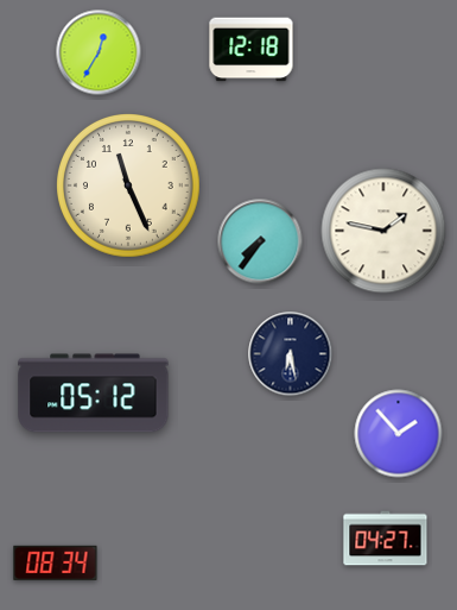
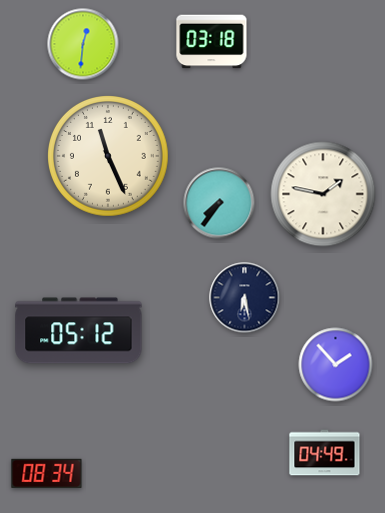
clock at (252, 50): 12:18 -> 03:18
clock at (99, 52): 12:35 -> 12:31
clock at (386, 539): 04:27 -> 04:49
